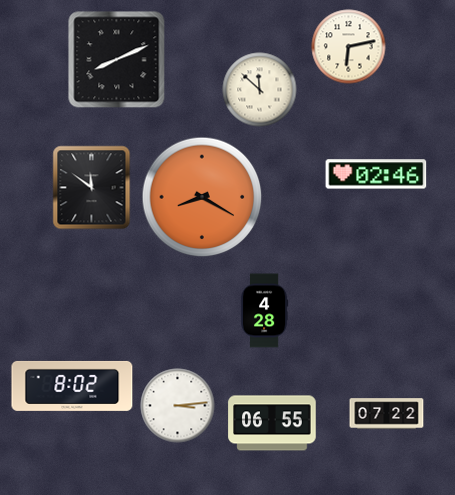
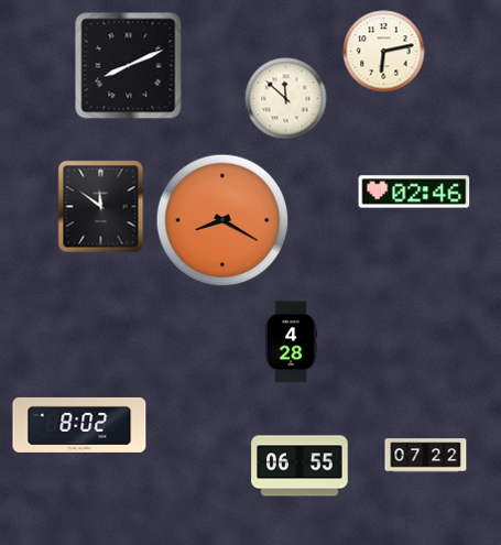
clock at (202, 197) position: (202, 197) -> (222, 220)
clock at (178, 406): 3:14 -> none
